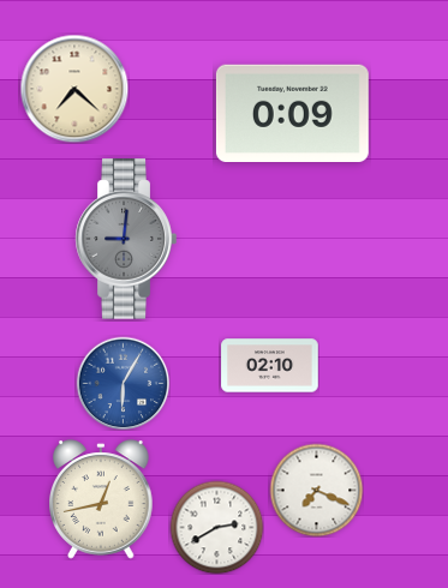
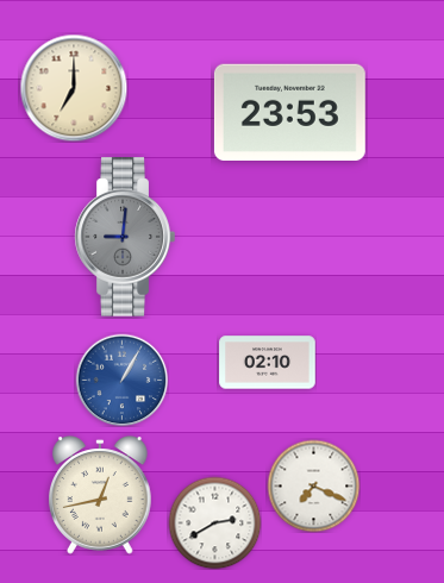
clock at (74, 89): 7:22 -> 7:00
clock at (292, 113): 0:09 -> 23:53
clock at (123, 383): 6:05 -> 1:05
